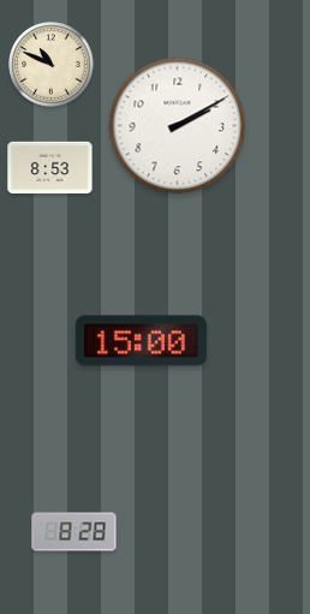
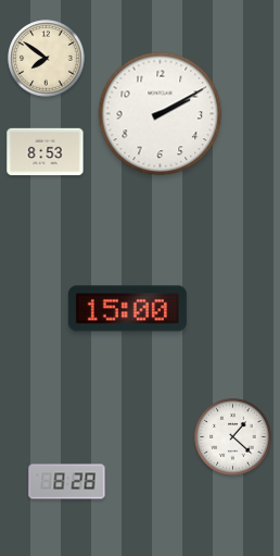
clock at (52, 65): 10:49 -> 7:51
clock at (233, 437): none -> 1:22
